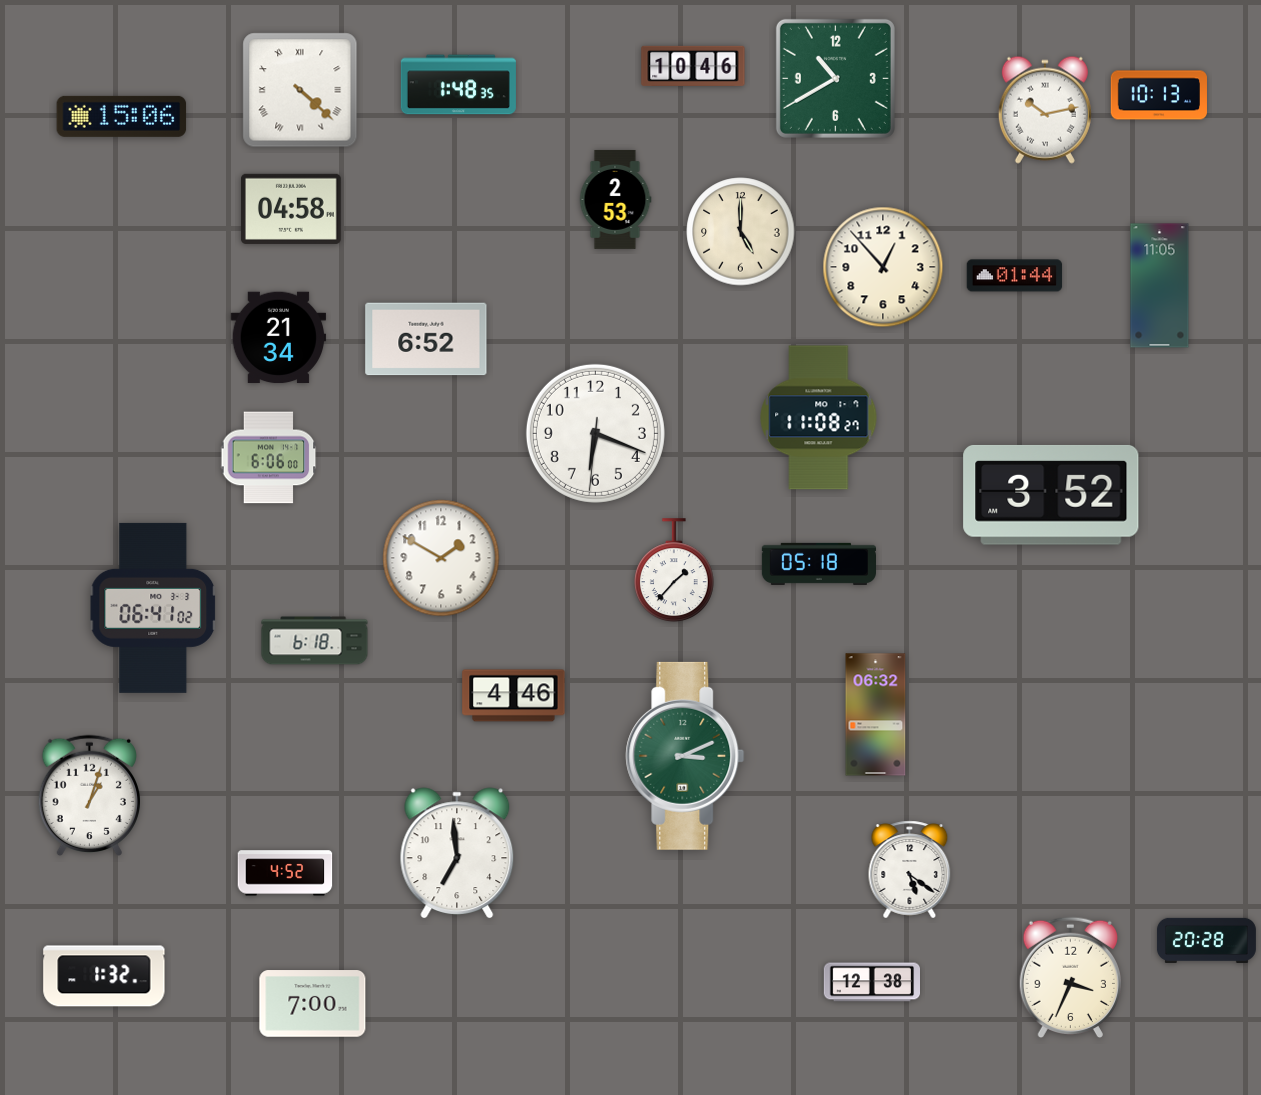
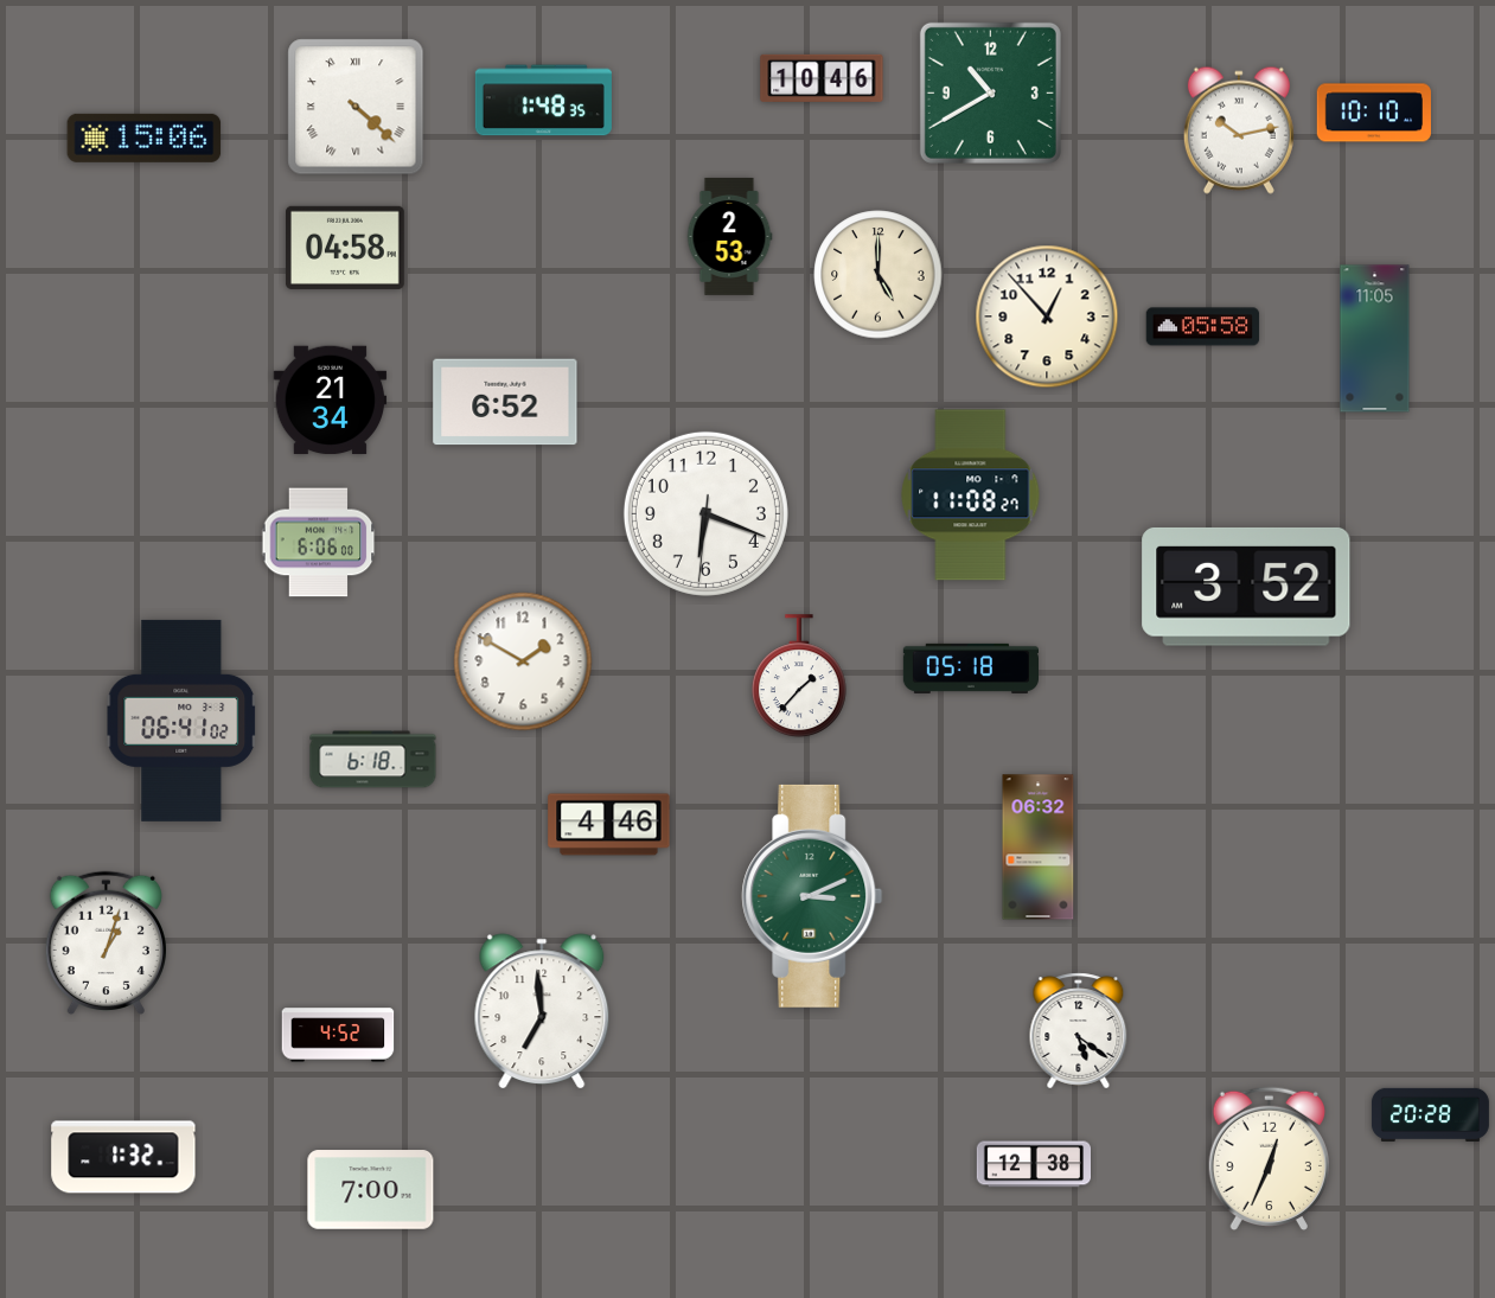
clock at (1159, 95): 10:13 -> 10:10
clock at (1015, 276): 01:44 -> 05:58
clock at (1070, 978): 3:34 -> 12:34
